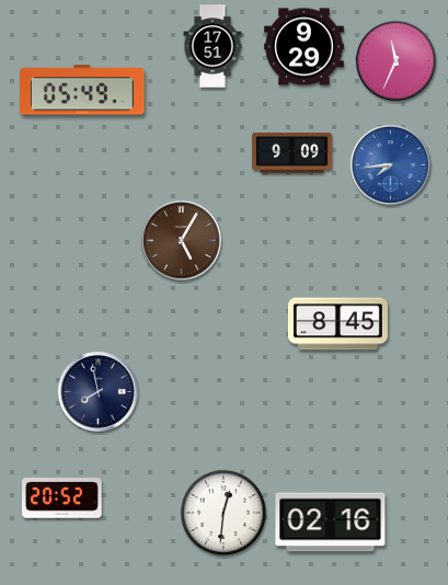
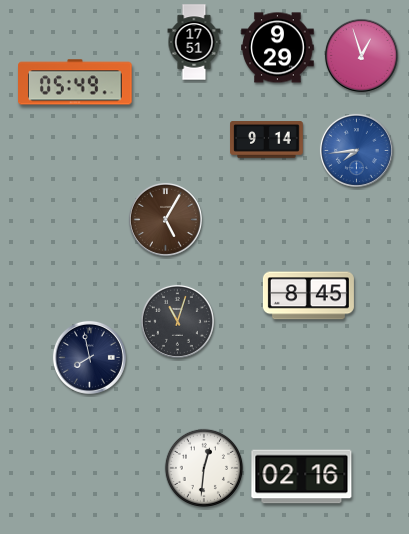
clock at (305, 47) position: (305, 47) -> (278, 48)
clock at (395, 60): 11:34 -> 12:57
clock at (292, 153): 9:09 -> 9:14
clock at (177, 321): none -> 11:03
clock at (62, 498): 20:52 -> none
